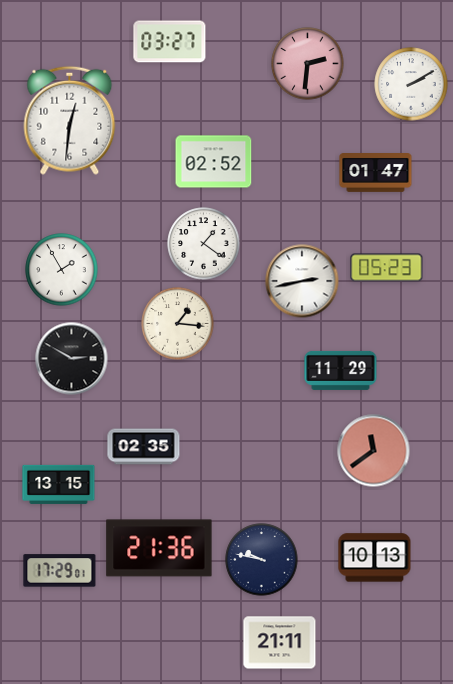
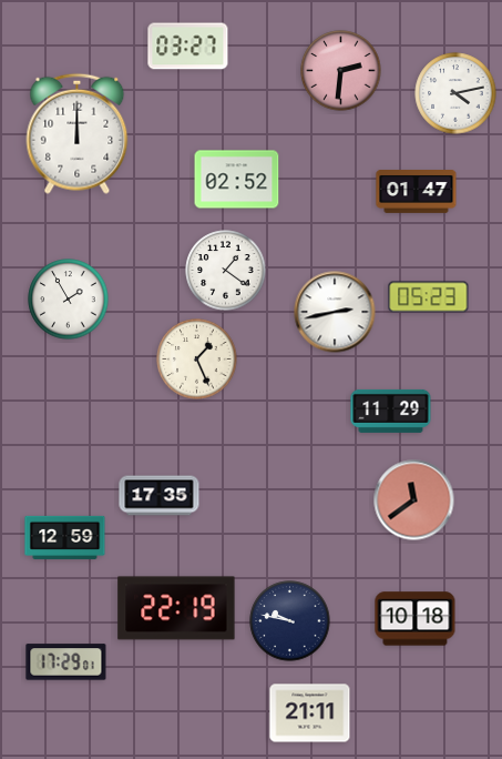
clock at (411, 84): 2:10 -> 4:13
clock at (70, 120): 12:31 -> 12:00
clock at (178, 324): 1:16 -> 1:26
clock at (72, 359): 2:50 -> none
clock at (341, 370) position: (341, 370) -> (391, 411)
clock at (144, 447): 02:35 -> 17:35
clock at (59, 484): 13:15 -> 12:59
clock at (159, 548): 21:36 -> 22:19
clock at (375, 558): 10:13 -> 10:18
clock at (60, 571) position: (60, 571) -> (66, 662)
